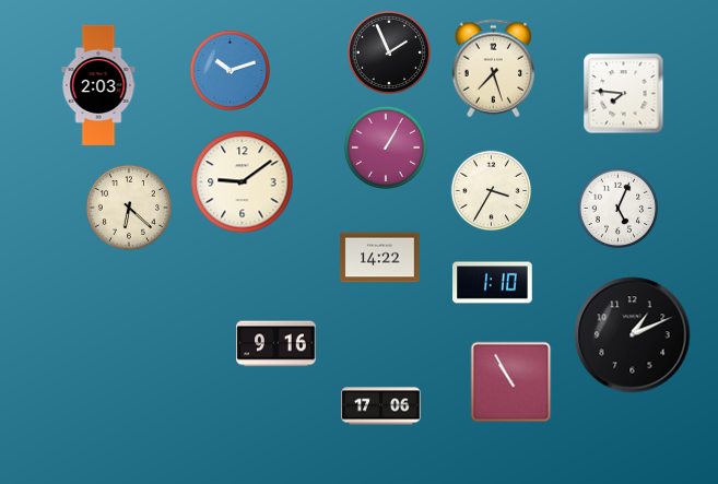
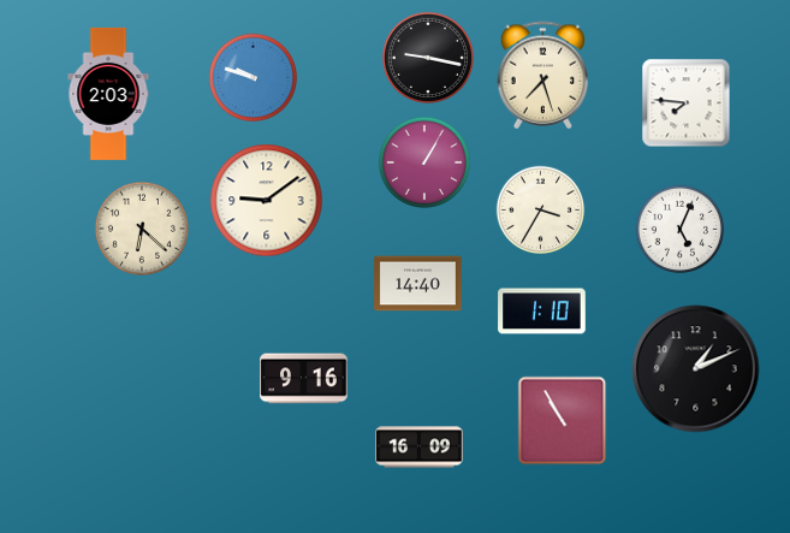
clock at (389, 52): 1:56 -> 9:17
clock at (231, 71): 10:12 -> 9:48
clock at (380, 258): 14:22 -> 14:40
clock at (381, 406): 17:06 -> 16:09
